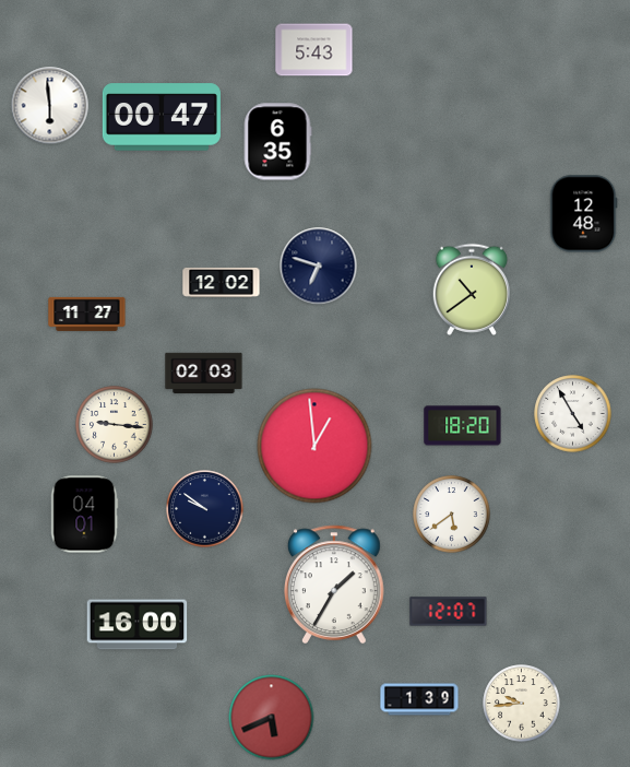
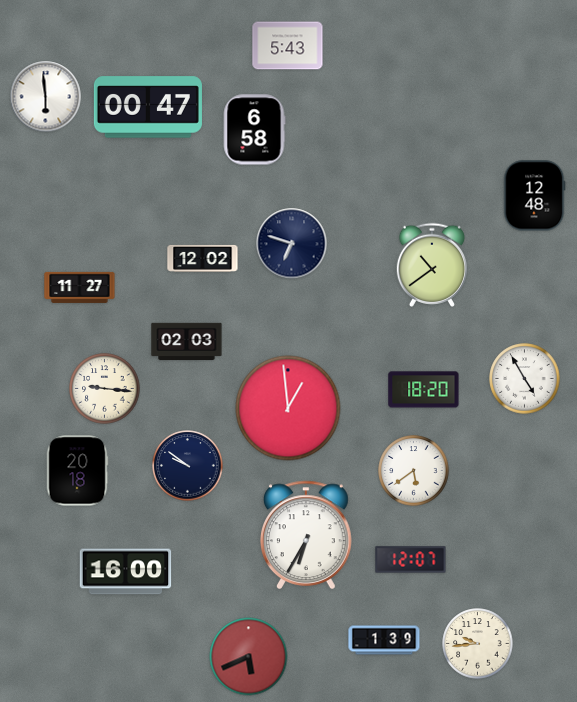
clock at (277, 142): 6:35 -> 6:58
clock at (84, 515): 04:01 -> 20:18
clock at (335, 585): 1:35 -> 6:35
